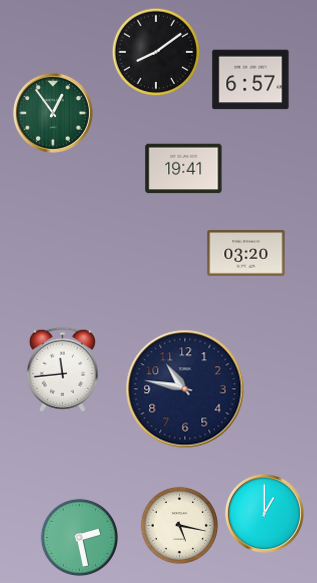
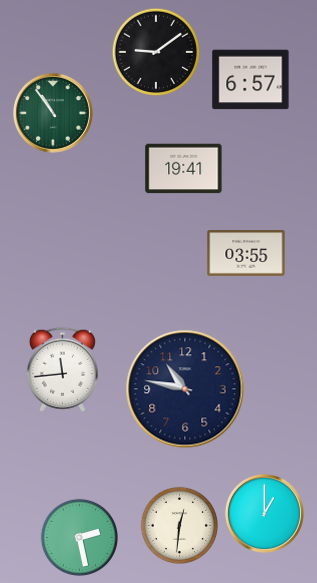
clock at (156, 52): 8:09 -> 9:09
clock at (53, 113): 12:54 -> 10:54
clock at (246, 253): 03:20 -> 03:55
clock at (179, 525): 5:17 -> 12:31
